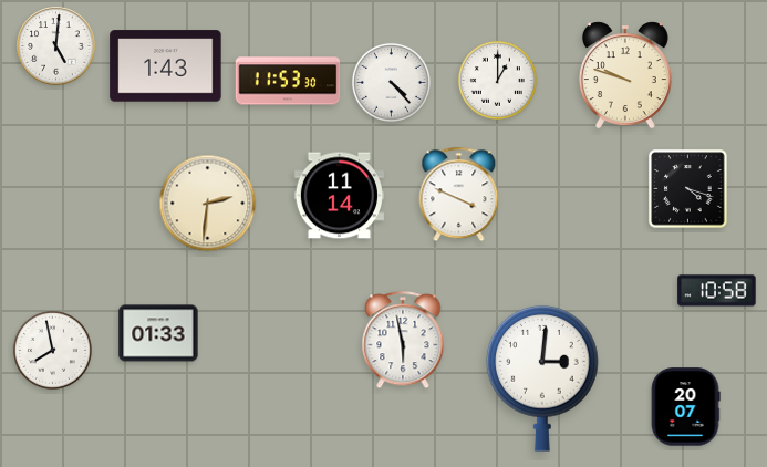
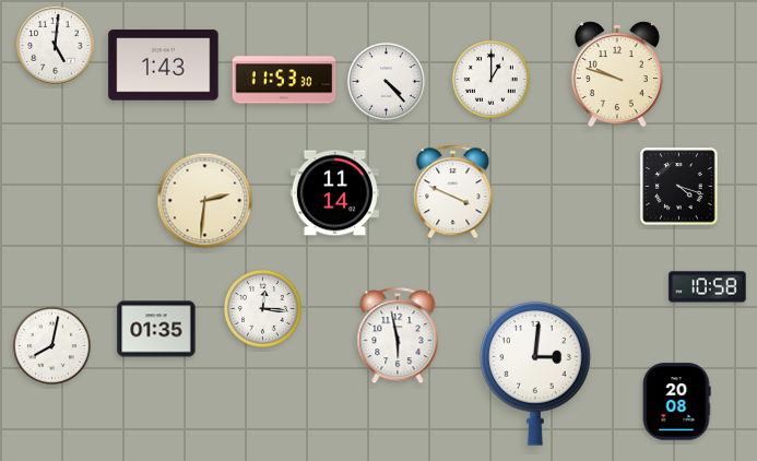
clock at (262, 308): none -> 12:16
clock at (158, 333): 01:33 -> 01:35
clock at (52, 350): 7:58 -> 8:02
clock at (685, 407): 20:07 -> 20:08
